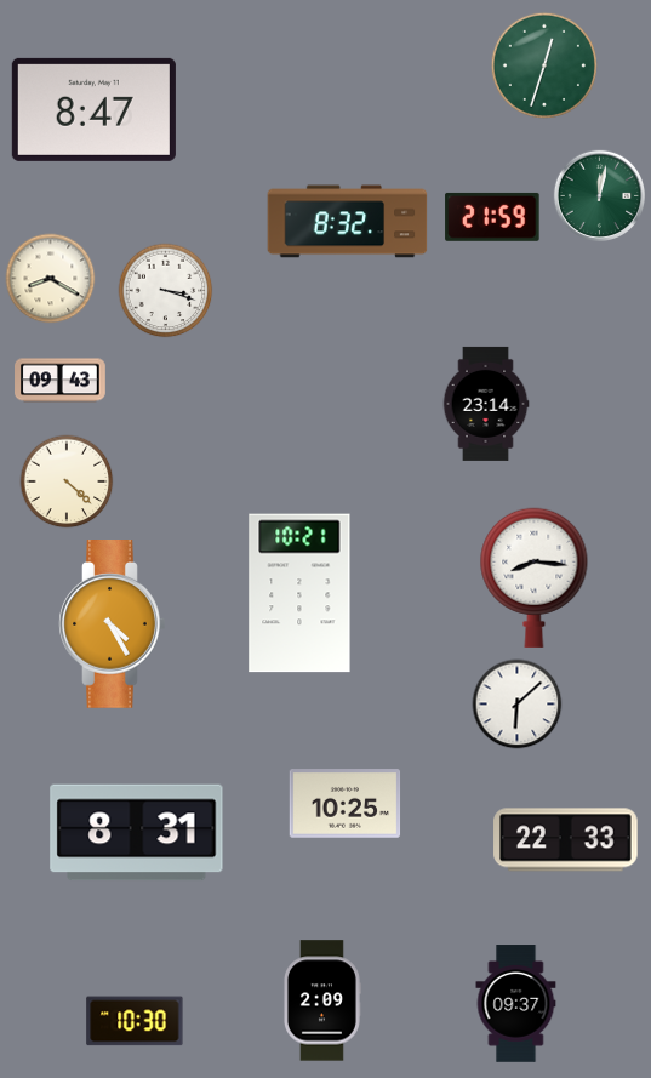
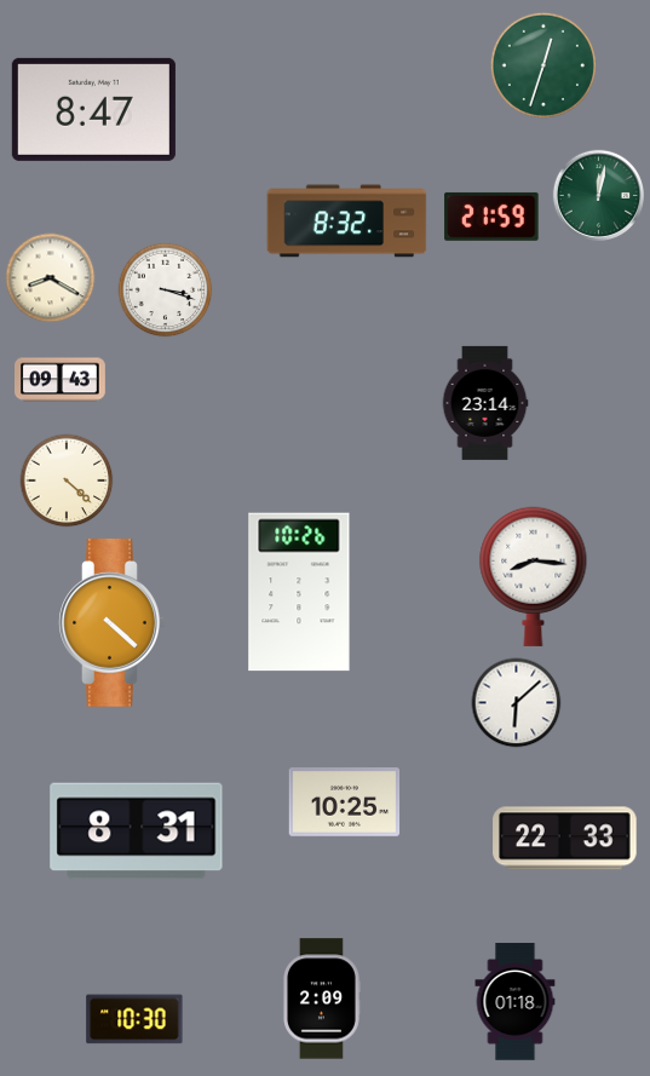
clock at (299, 593): 10:21 -> 10:26
clock at (113, 624): 4:25 -> 4:22
clock at (516, 1004): 09:37 -> 01:18
